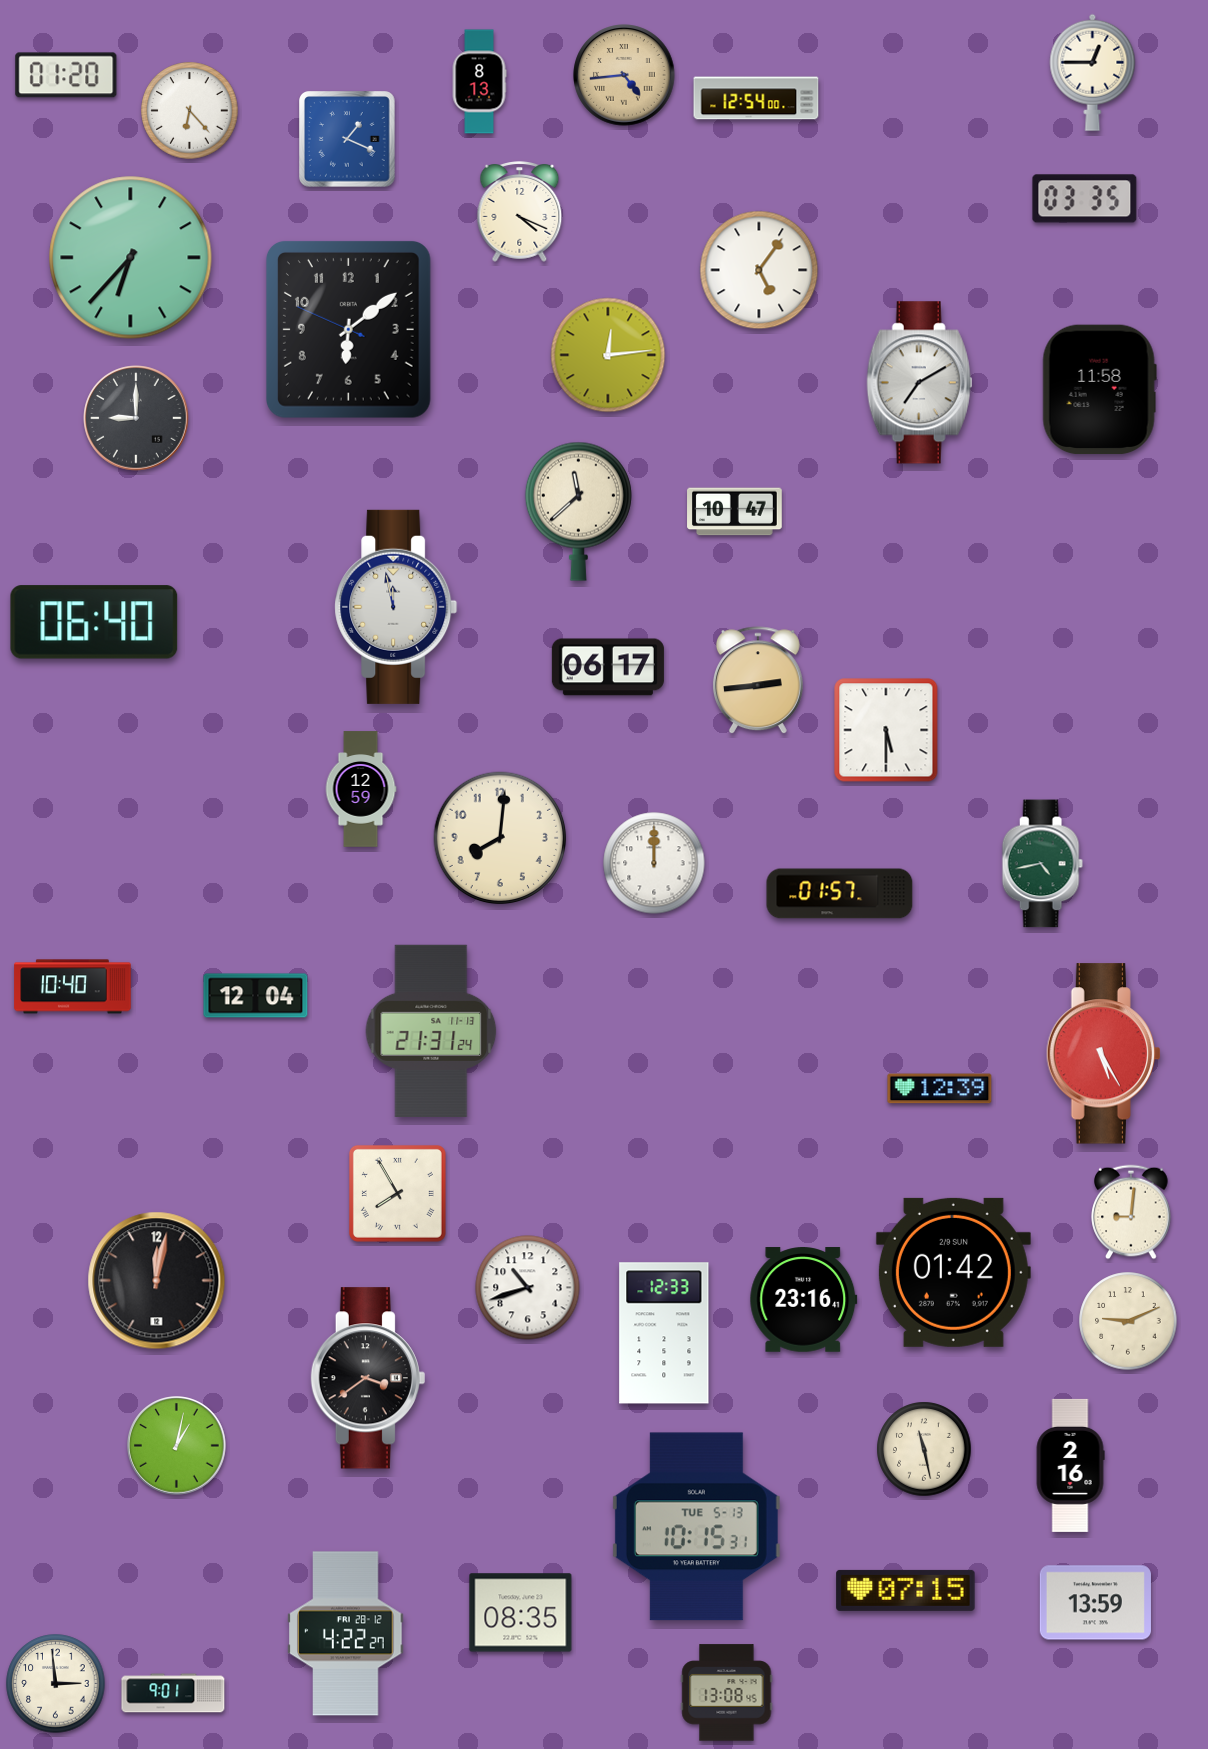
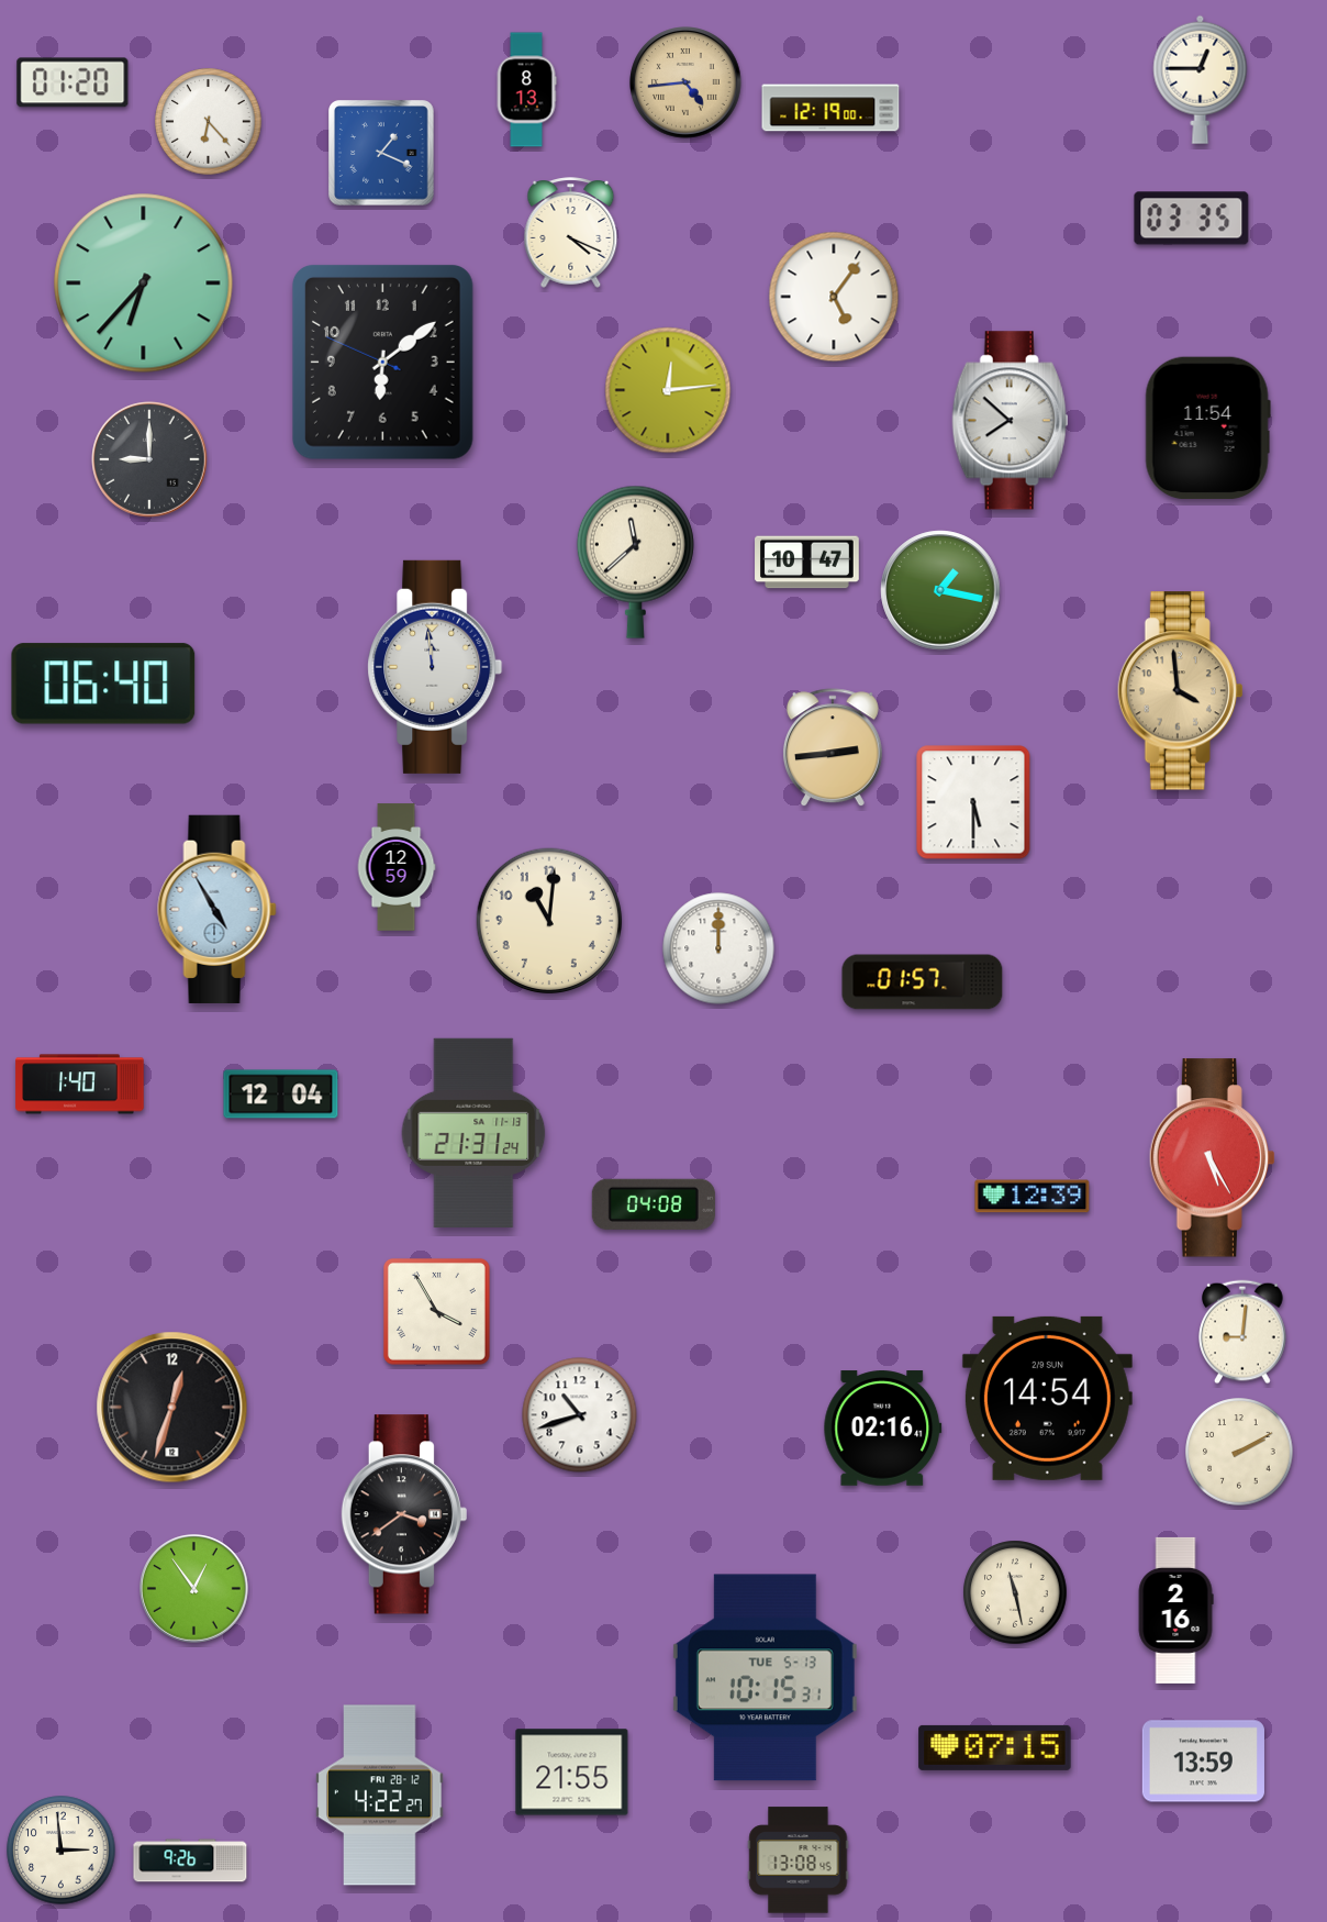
clock at (756, 98): 12:54 -> 12:19
clock at (920, 383): 7:10 -> 7:52
clock at (1099, 390): 11:58 -> 11:54
clock at (940, 590): none -> 1:17
clock at (396, 607): 11:58 -> 11:59
clock at (1180, 691): none -> 3:59
clock at (608, 667): 06:17 -> none
clock at (218, 909): none -> 4:55
clock at (500, 838): 8:01 -> 11:01
clock at (1042, 864): 4:43 -> none
clock at (73, 987): 10:40 -> 1:40
clock at (654, 1204): none -> 04:08
clock at (397, 1193): 7:55 -> 3:55
clock at (953, 1272): 01:42 -> 14:54
clock at (157, 1281): 12:02 -> 12:33
clock at (804, 1300): 23:16 -> 02:16
clock at (1128, 1321): 9:11 -> 2:10
clock at (664, 1333): 12:33 -> none
clock at (177, 1446): 1:02 -> 12:54
clock at (521, 1613): 08:35 -> 21:55
clock at (173, 1693): 9:01 -> 9:26
